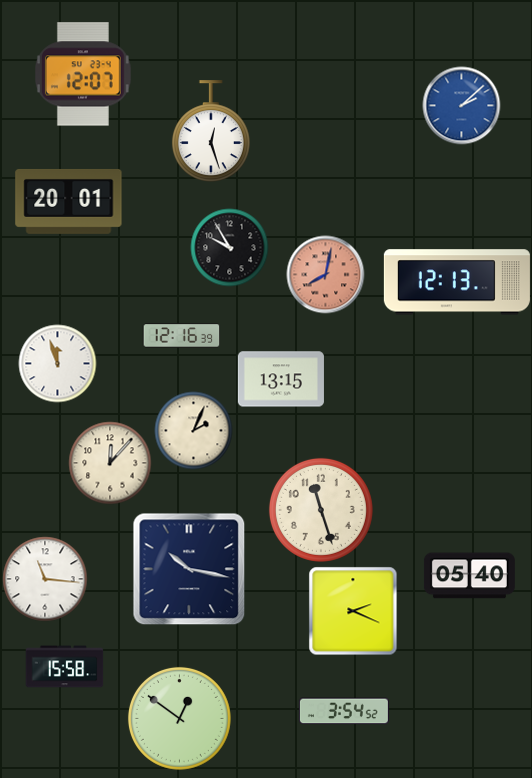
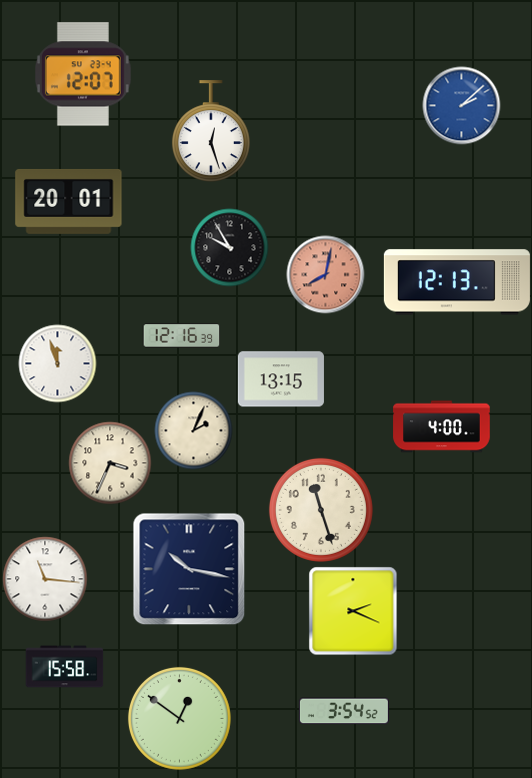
clock at (442, 427): none -> 4:00
clock at (110, 463): 12:07 -> 3:34
clock at (469, 576): 05:40 -> none
